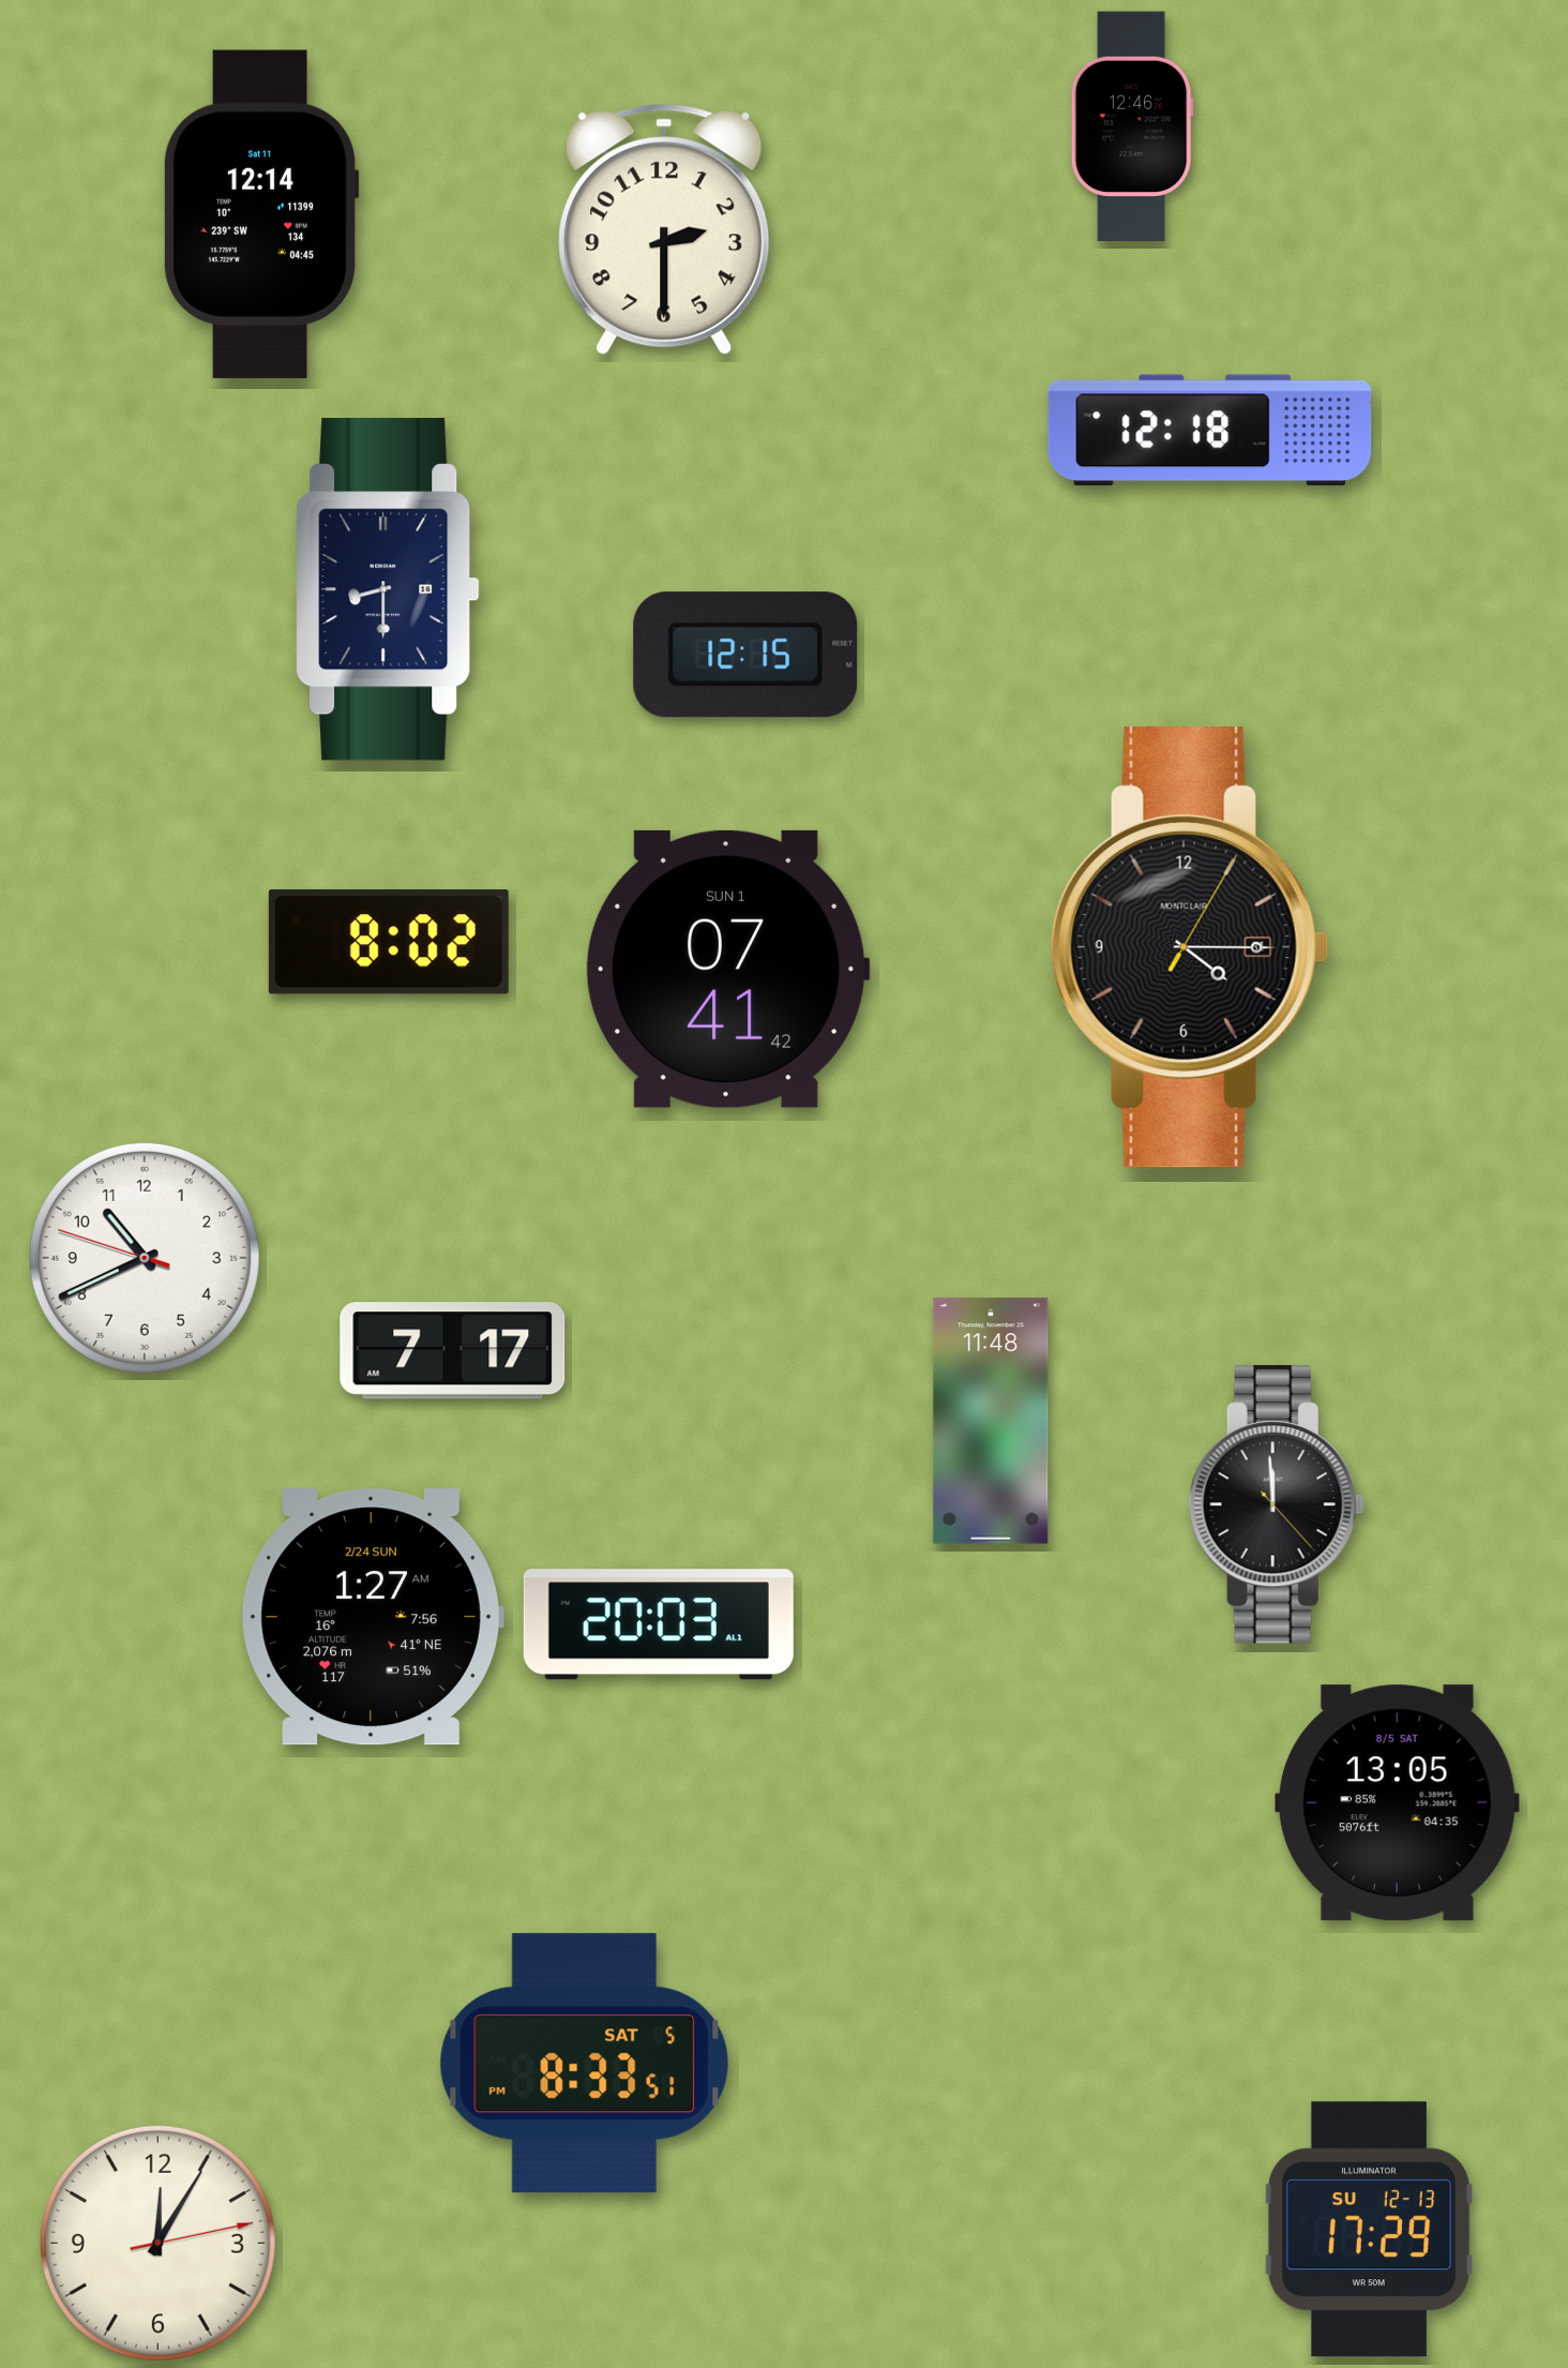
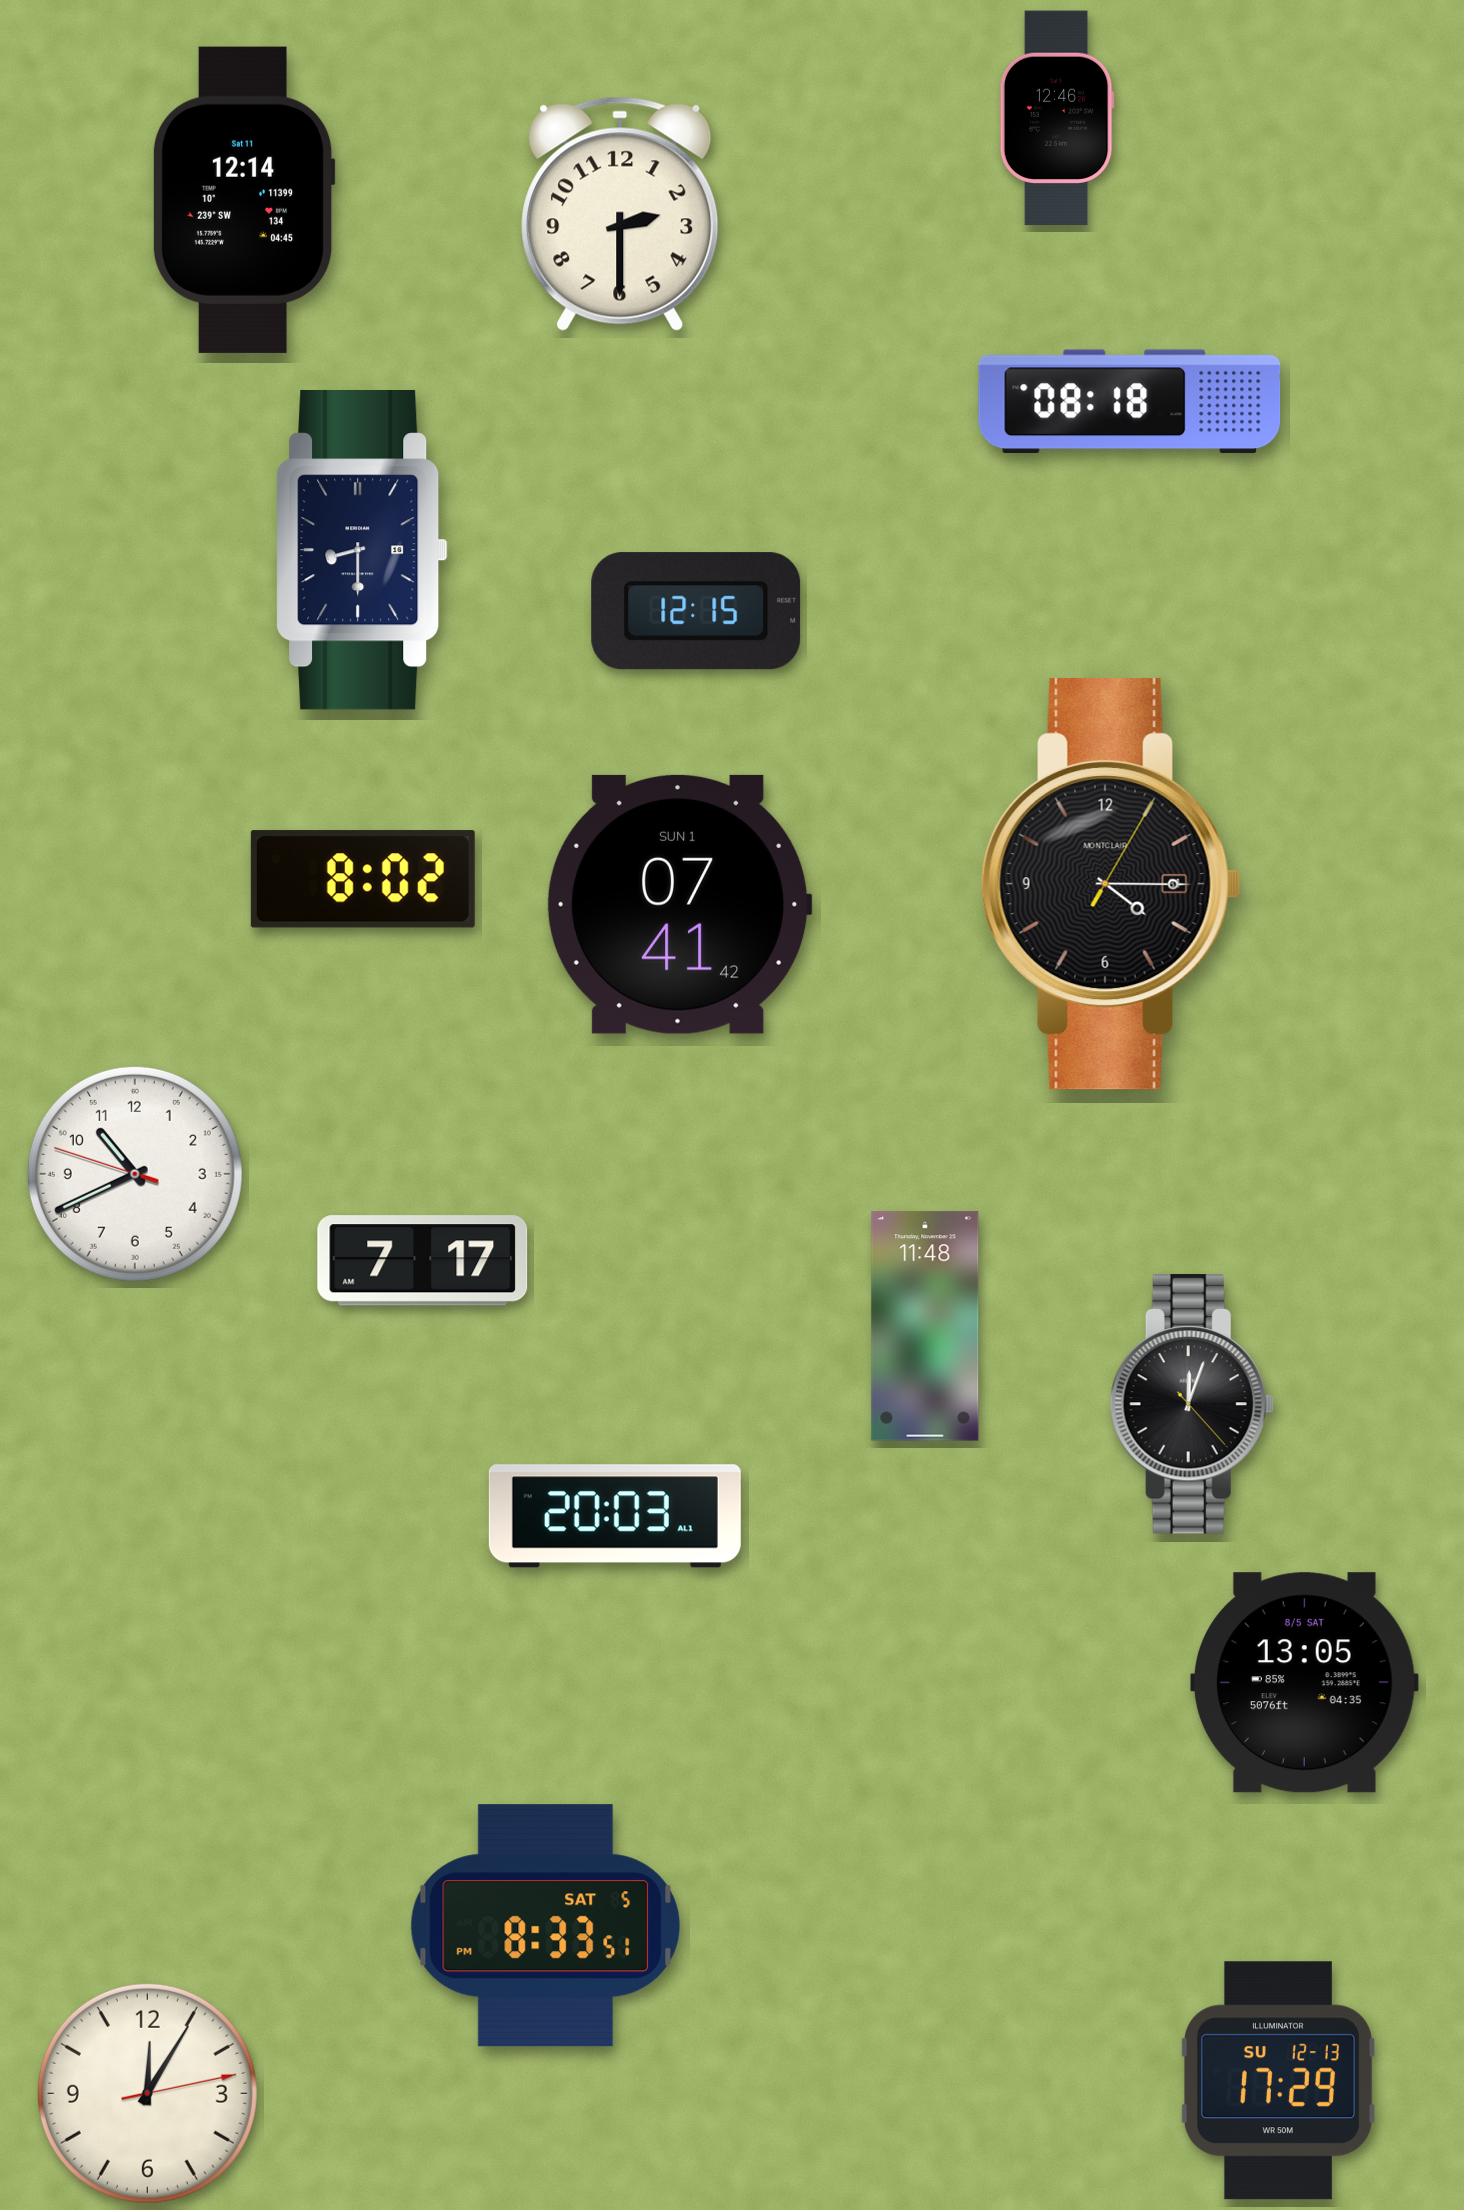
clock at (1210, 431): 12:18 -> 08:18
clock at (1277, 1504): 11:59 -> 12:03
clock at (373, 1617): 1:27 -> none
